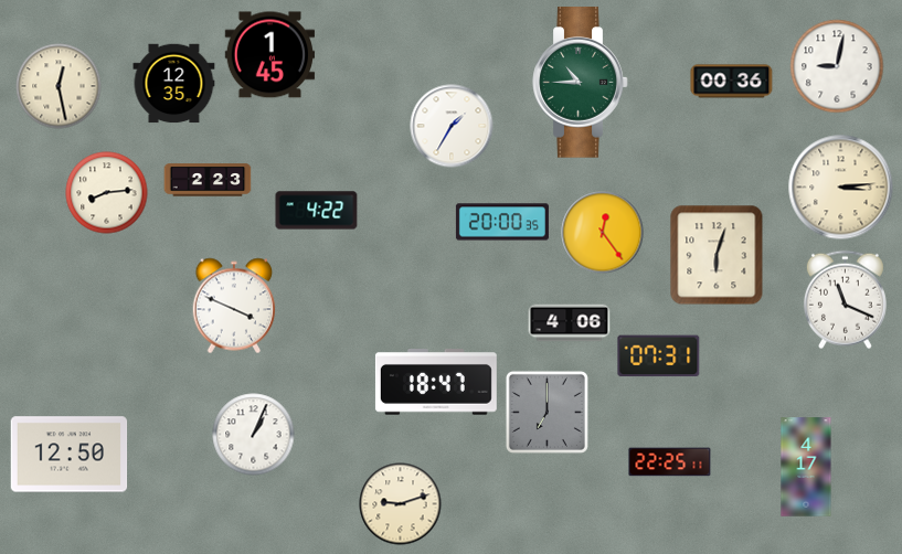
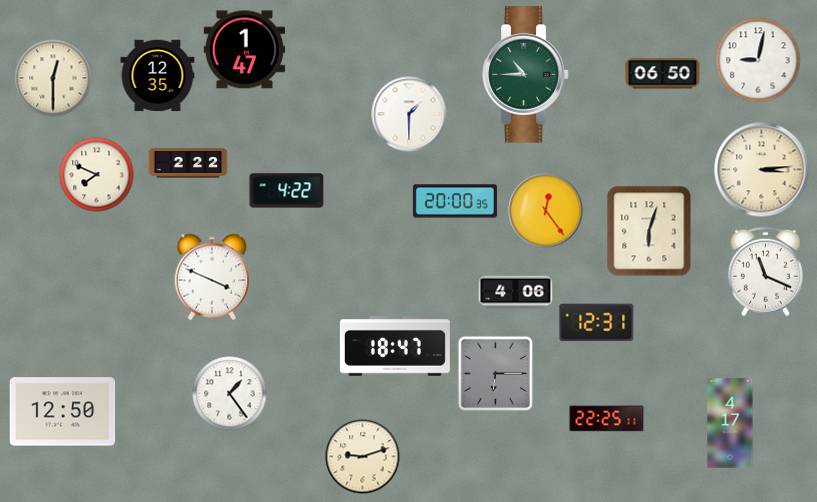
clock at (270, 55): 1:45 -> 1:47
clock at (732, 82): 00:36 -> 06:50
clock at (59, 86): 12:28 -> 12:30
clock at (452, 126): 1:35 -> 1:30
clock at (208, 180): 2:23 -> 2:22
clock at (107, 193): 8:14 -> 7:49
clock at (659, 356): 07:31 -> 12:31
clock at (546, 412): 7:00 -> 6:15
clock at (254, 435): 1:04 -> 1:24
